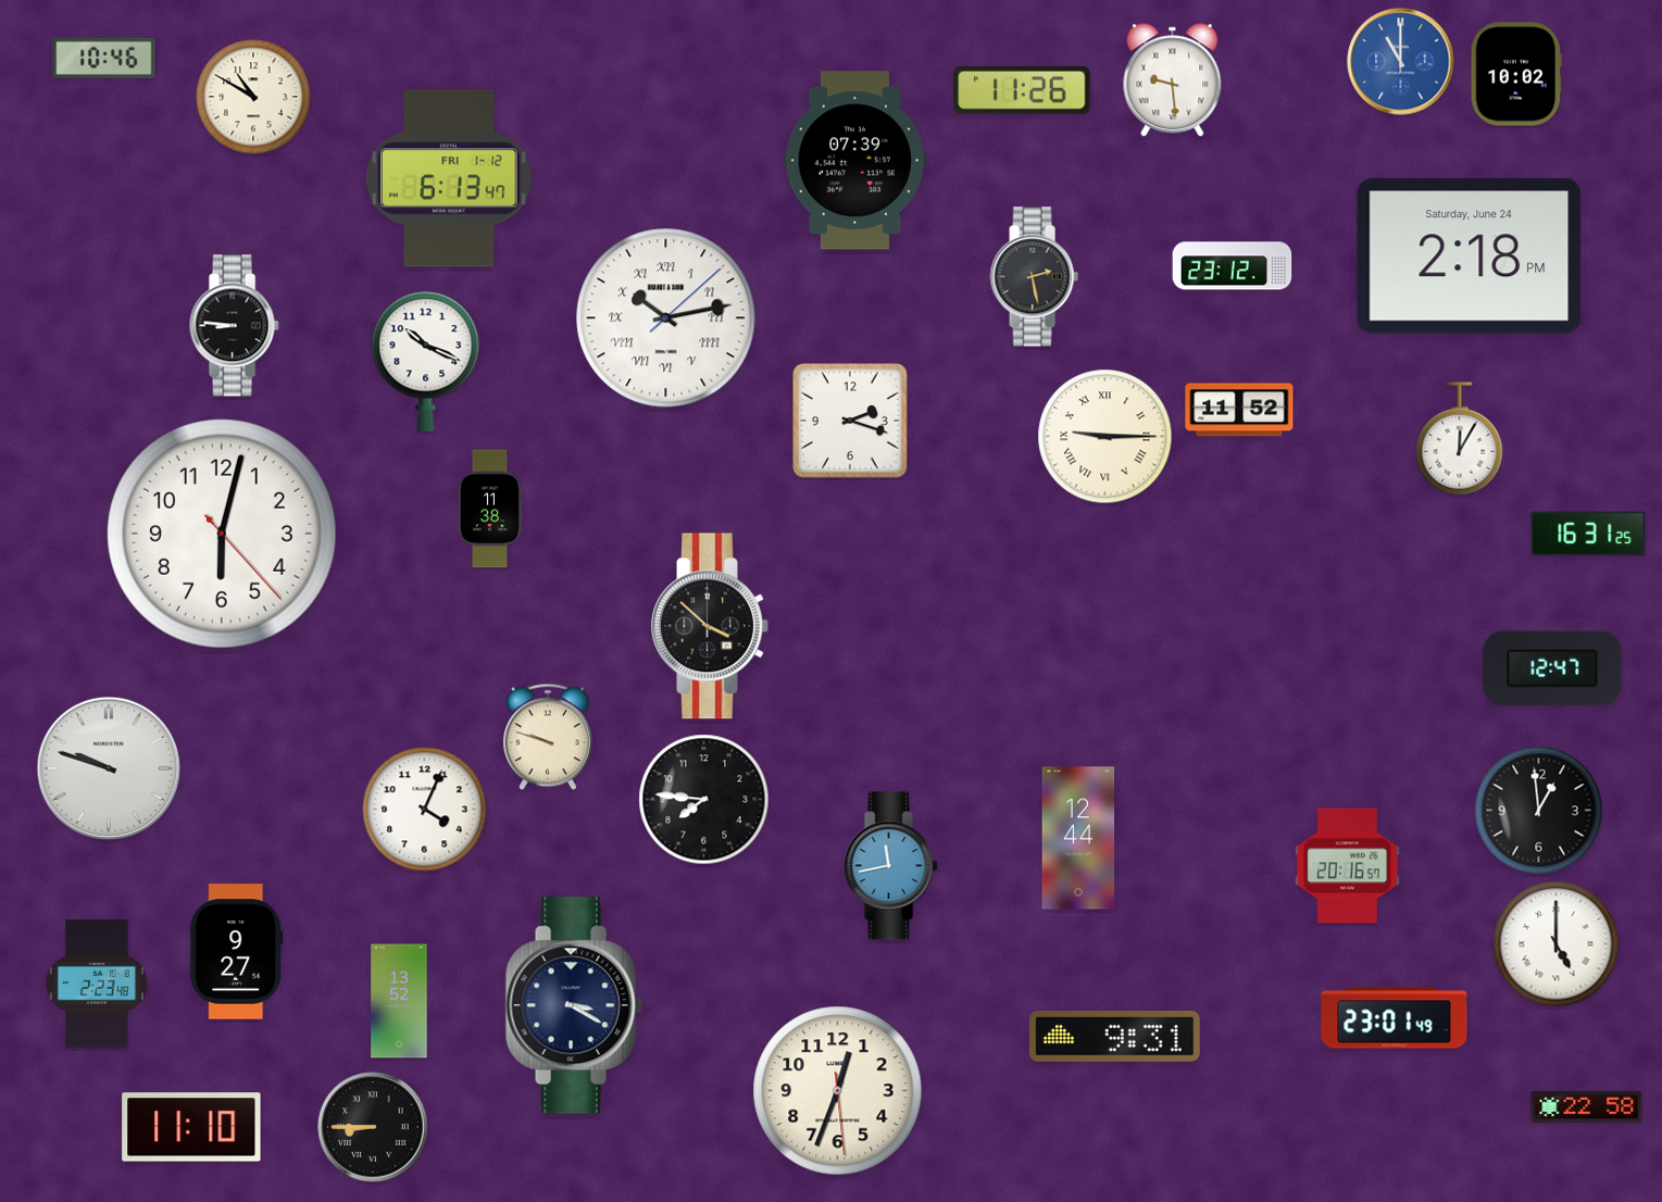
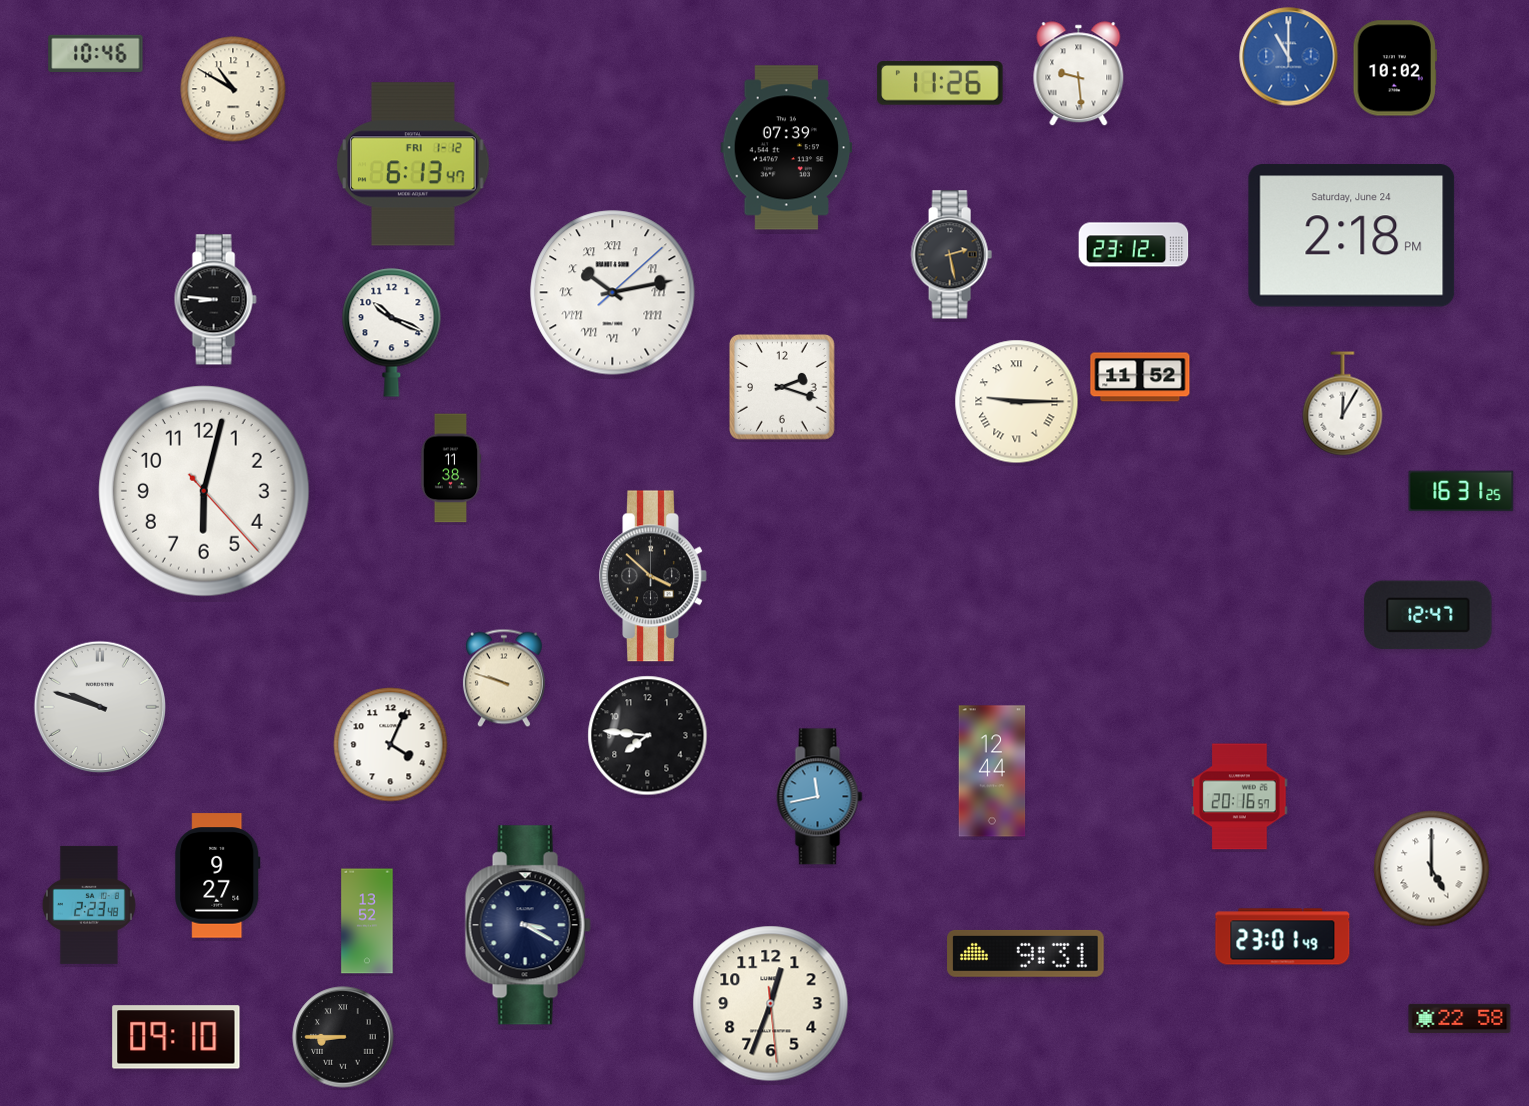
clock at (1539, 811): 12:59 -> none
clock at (191, 1127): 11:10 -> 09:10
